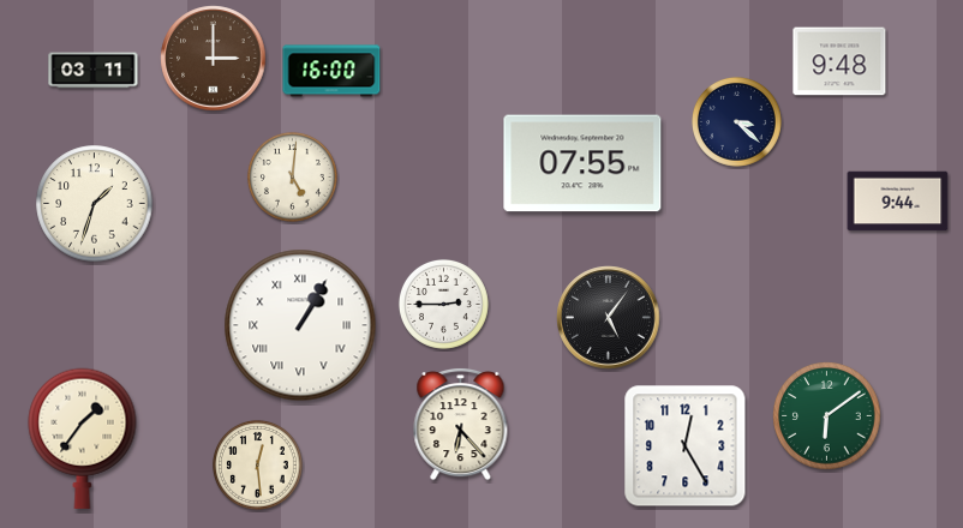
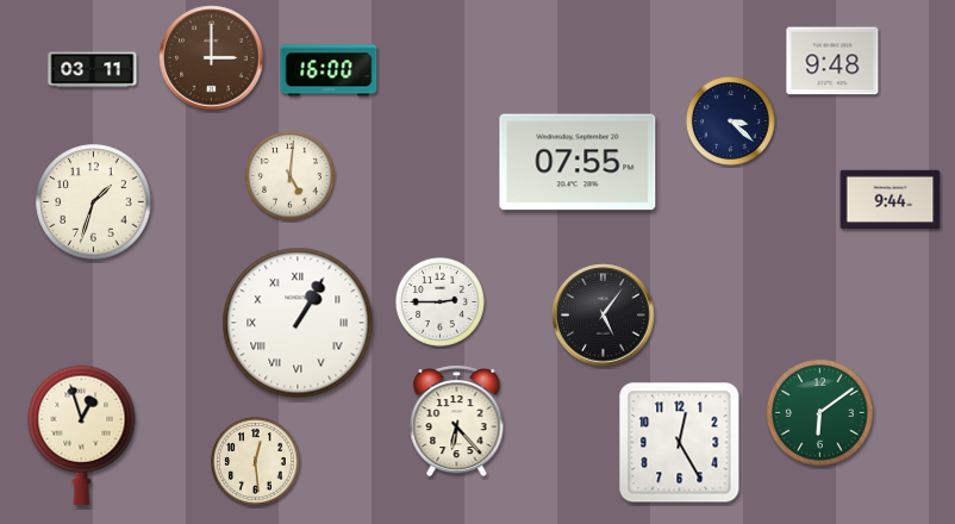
clock at (83, 438): 1:36 -> 12:57
